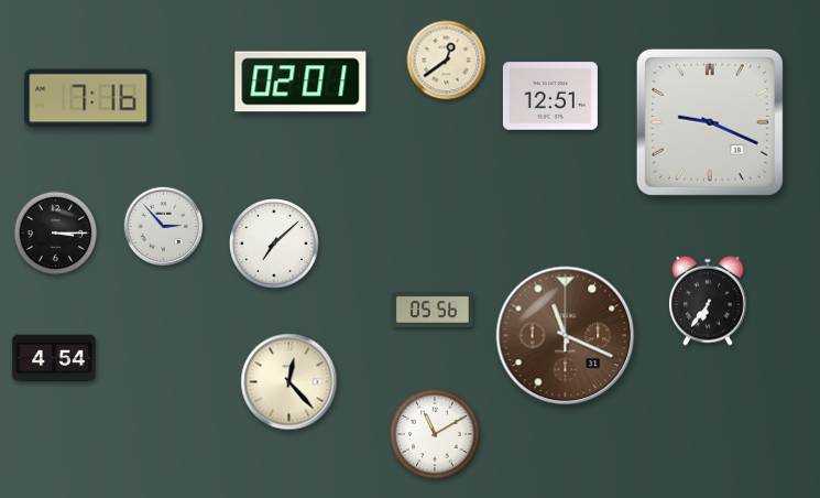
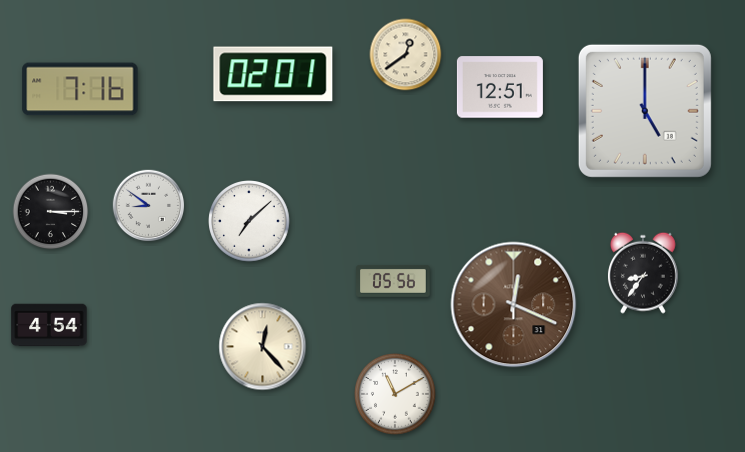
clock at (710, 122): 9:19 -> 5:00
clock at (164, 227): 2:53 -> 8:51
clock at (708, 301): 6:36 -> 8:36
clock at (566, 336): 11:19 -> 12:19
